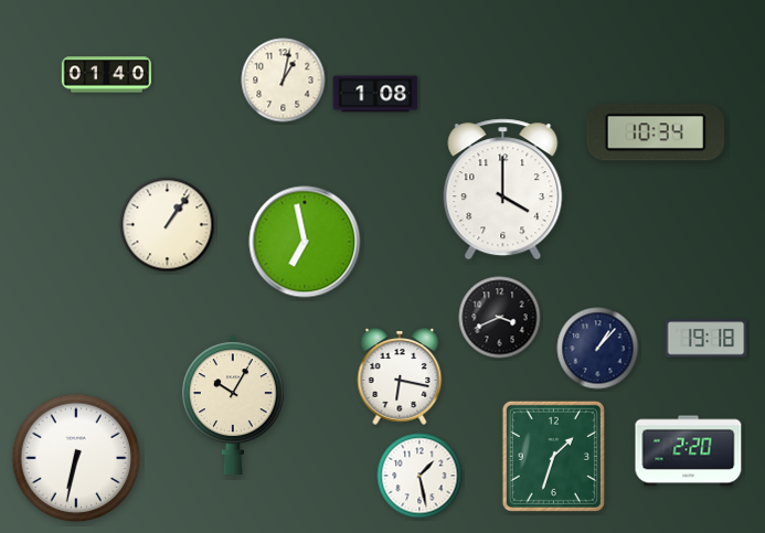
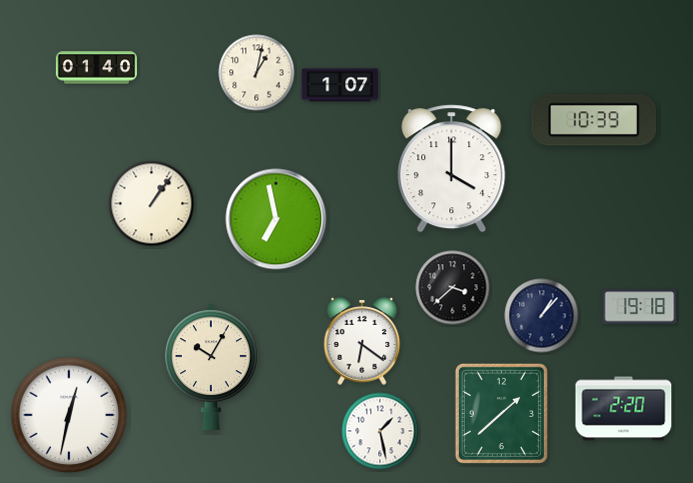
clock at (375, 94): 1:08 -> 1:07
clock at (656, 132): 10:34 -> 10:39
clock at (503, 190) position: (503, 190) -> (452, 169)
clock at (500, 318): 3:41 -> 3:38
clock at (400, 376): 6:17 -> 6:21
clock at (553, 456): 1:33 -> 1:38
clock at (76, 458): 6:32 -> 12:32
